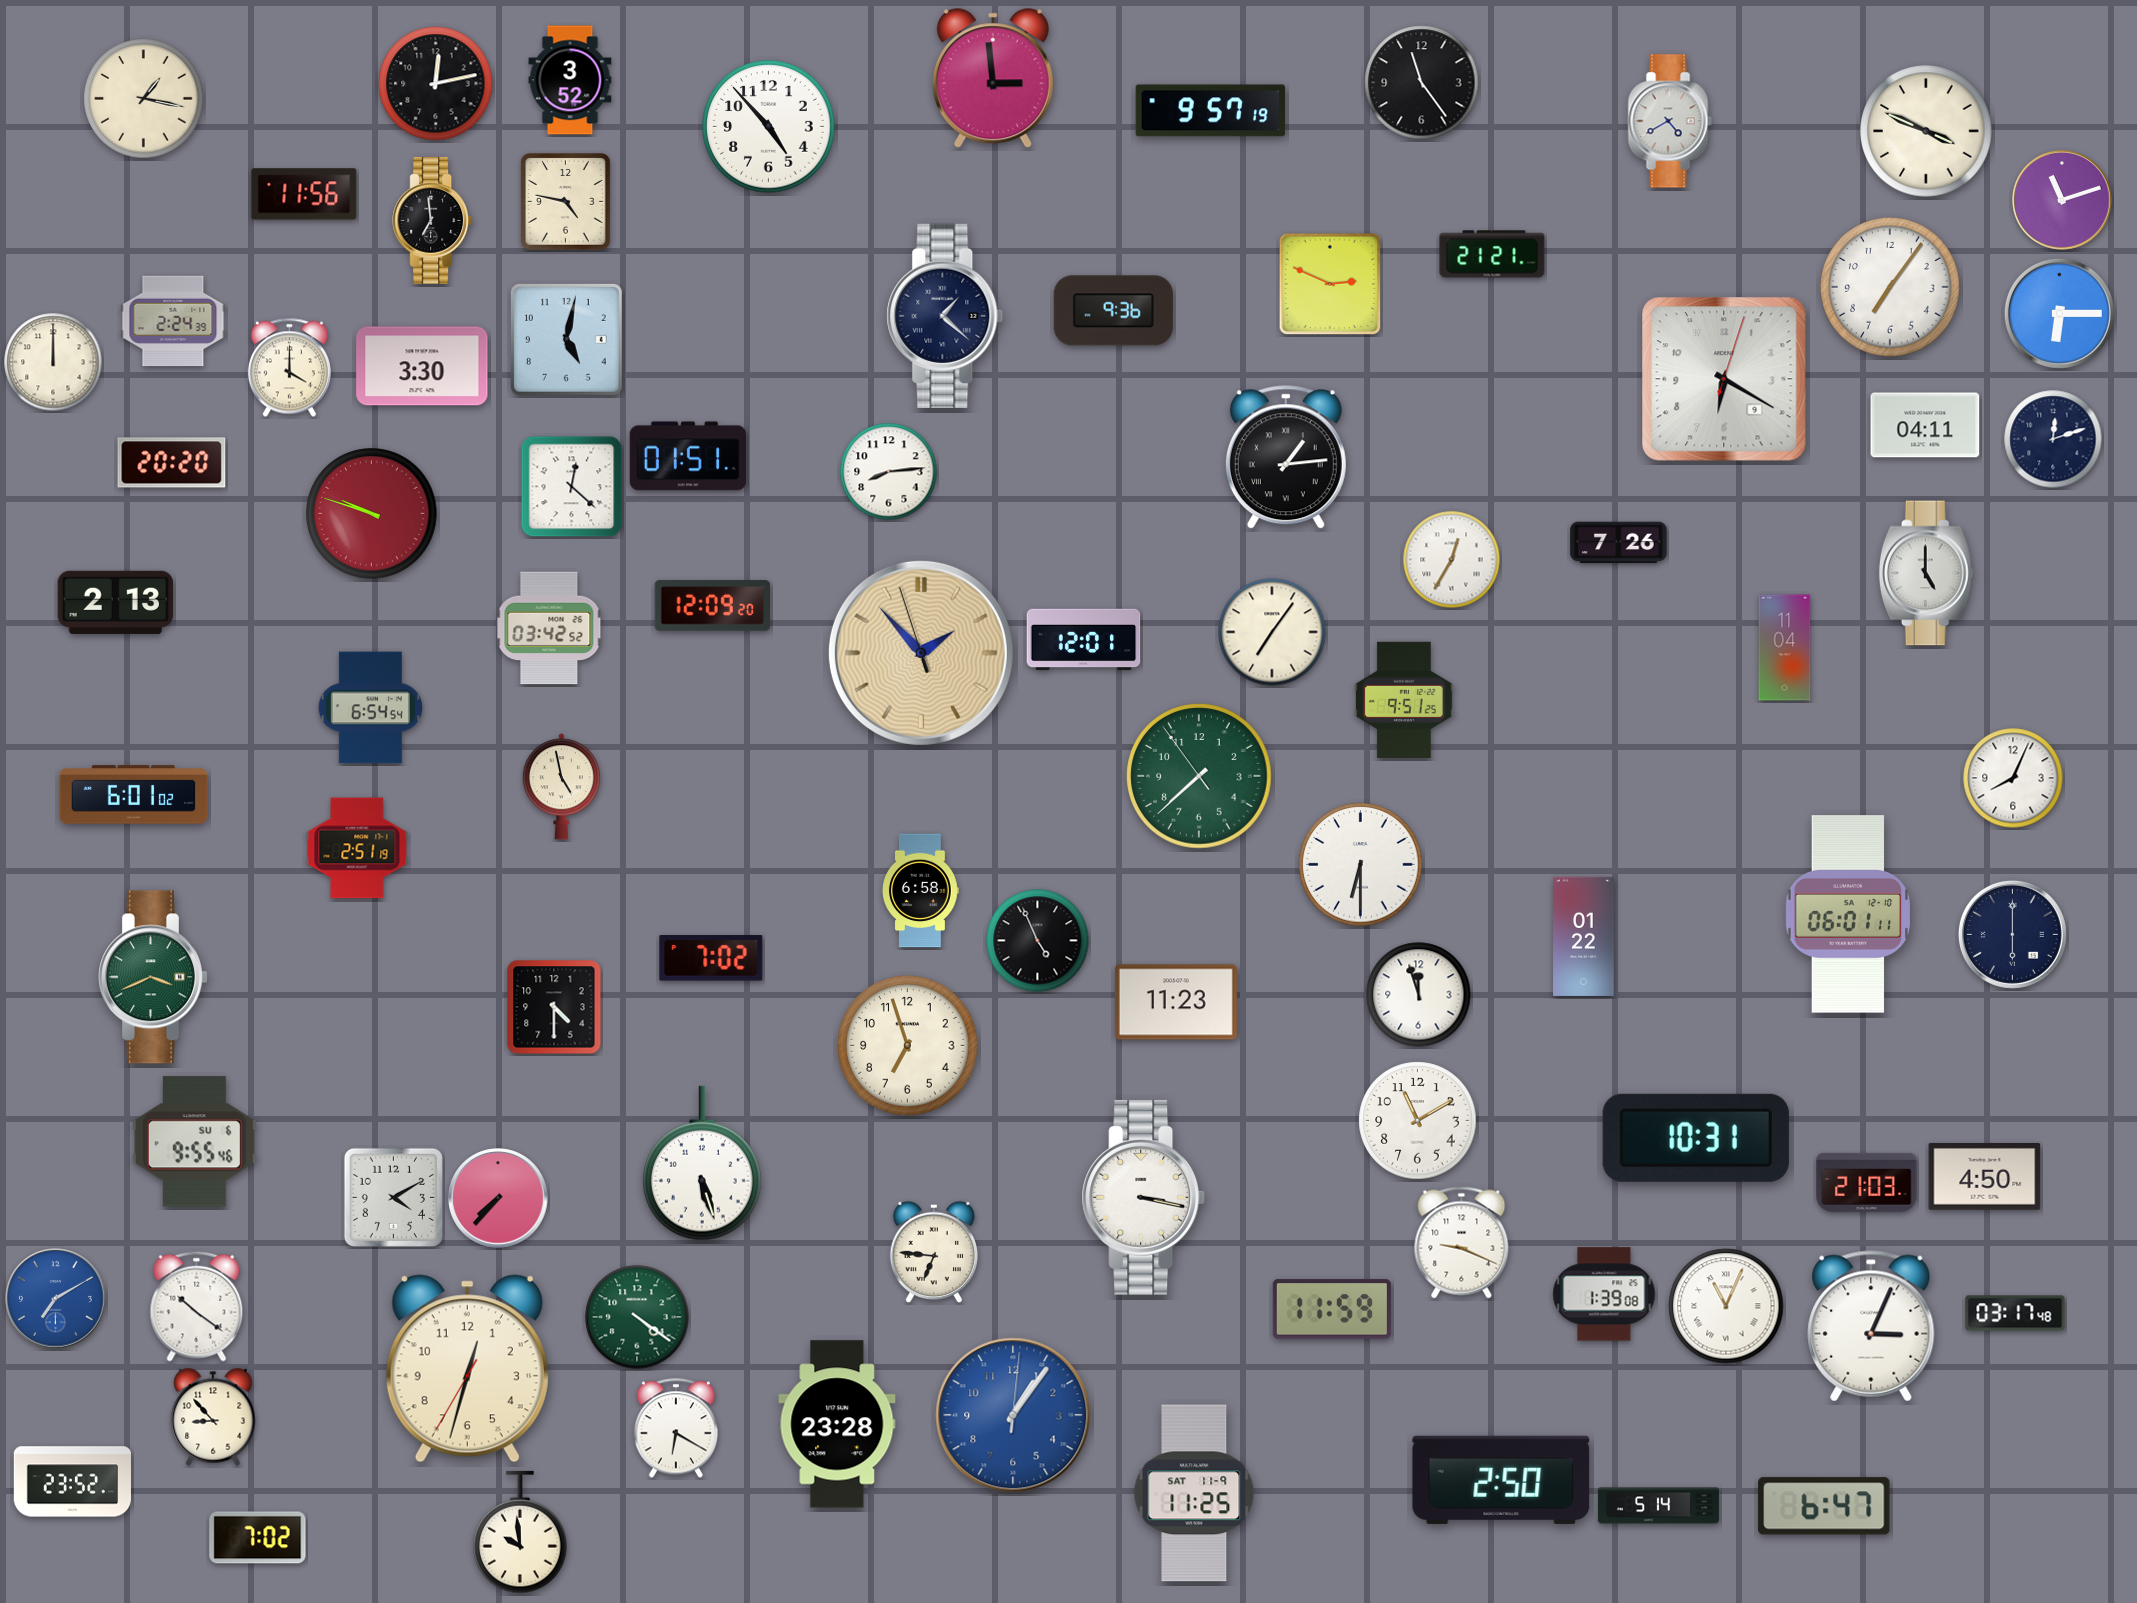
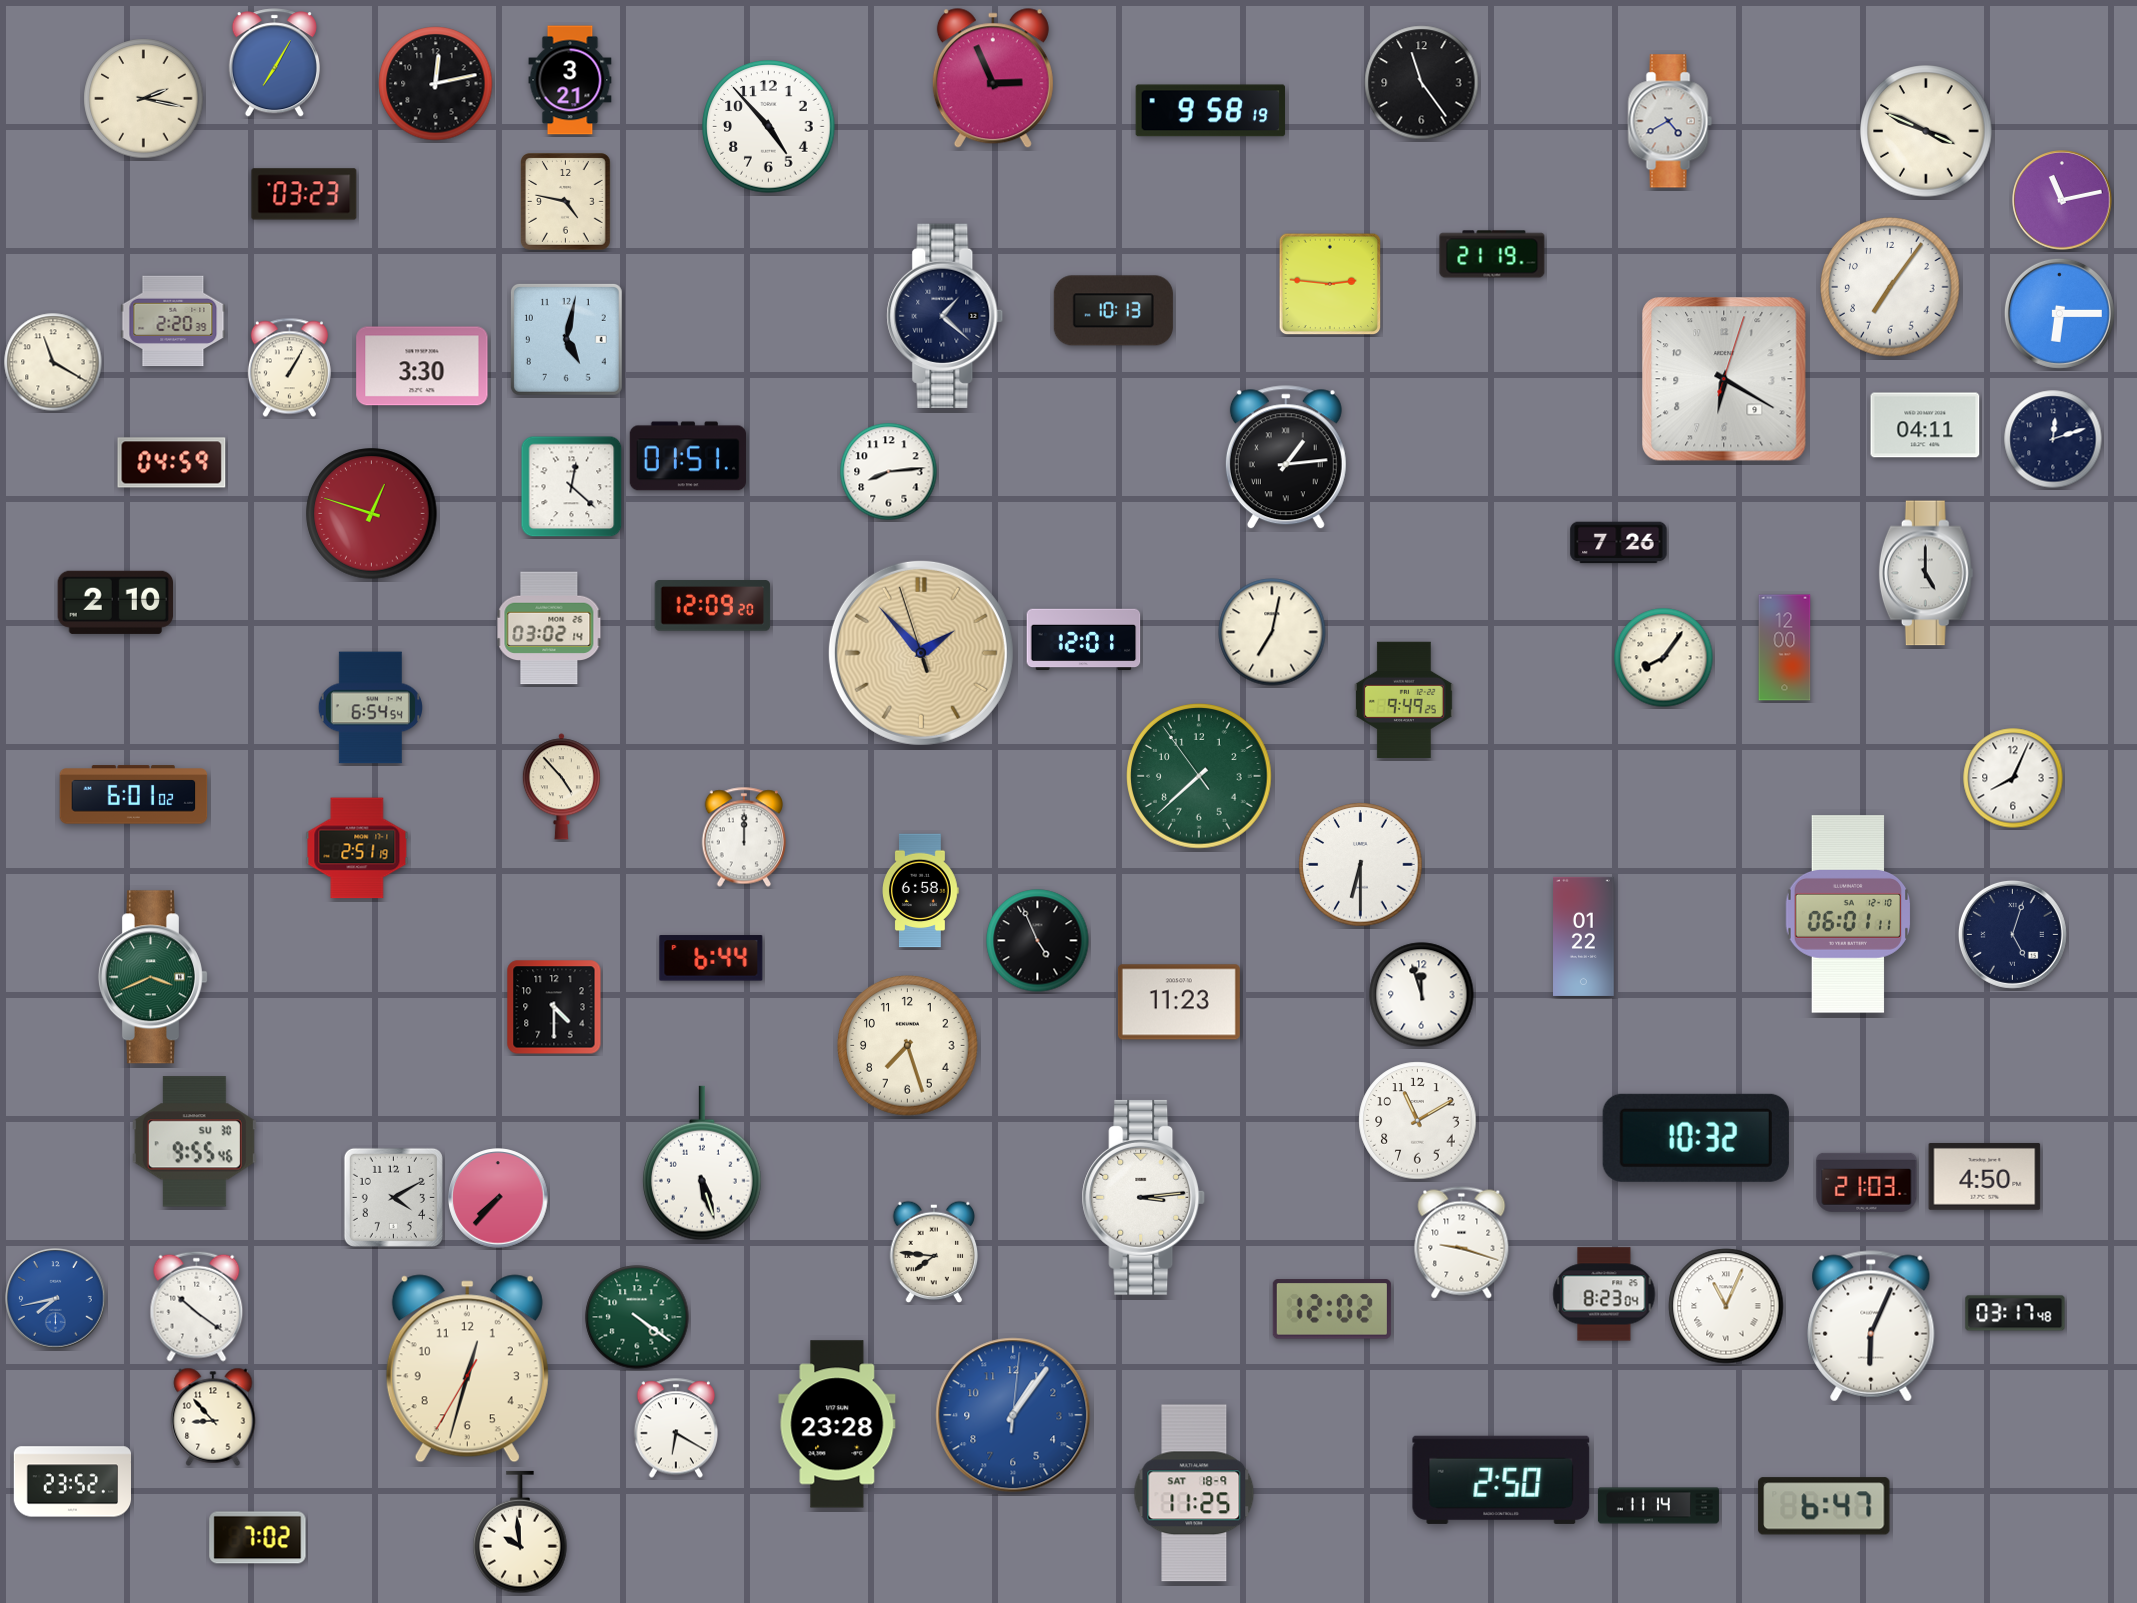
clock at (274, 63): none -> 7:05
clock at (993, 79): 2:59 -> 2:56
clock at (570, 80): 3:52 -> 3:21
clock at (144, 99): 1:17 -> 2:17
clock at (1211, 111): 9:57 -> 9:58
clock at (304, 194): 11:56 -> 03:23
clock at (2062, 200): 11:12 -> 11:13
clock at (433, 221): 6:59 -> none
clock at (1492, 254): 21:21 -> 21:19
clock at (1330, 284): 2:49 -> 2:46
clock at (1113, 311): 9:36 -> 10:13
clock at (173, 321): 2:24 -> 2:20
clock at (53, 362): 12:00 -> 11:20
clock at (289, 368): 4:00 -> 1:05
clock at (172, 463): 20:20 -> 04:59
clock at (372, 514): 9:48 -> 12:48
clock at (1452, 560): 12:35 -> none
clock at (115, 602): 2:13 -> 2:10
clock at (549, 628): 03:42 -> 03:02
clock at (1272, 632): 7:06 -> 7:02
clock at (1785, 648): 11:04 -> 12:00
clock at (1664, 658): none -> 8:06
clock at (1404, 700): 9:51 -> 9:49
clock at (561, 787): 4:58 -> 4:53
clock at (744, 837): none -> 12:00
clock at (2012, 934): 6:00 -> 5:03
clock at (711, 958): 7:02 -> 6:44
clock at (1419, 995) position: (1419, 995) -> (1422, 995)
clock at (1176, 1002) position: (1176, 1002) -> (1179, 1002)
clock at (908, 1046): 6:57 -> 7:27
clock at (1696, 1138): 10:31 -> 10:32
clock at (194, 1142) date: SU 6 -> SU 30
clock at (1144, 1197): 3:17 -> 3:14
clock at (1462, 1243): 9:19 -> 9:18
clock at (934, 1252): 6:46 -> 7:46
clock at (1604, 1294): 1:39 -> 8:23
clock at (56, 1299): 7:10 -> 7:43
clock at (1332, 1309): 11:59 -> 12:02
clock at (1871, 1326): 3:04 -> 6:04
clock at (1194, 1493) date: SAT 11-9 -> SAT 18-9
clock at (1658, 1506): 5:14 -> 11:14
